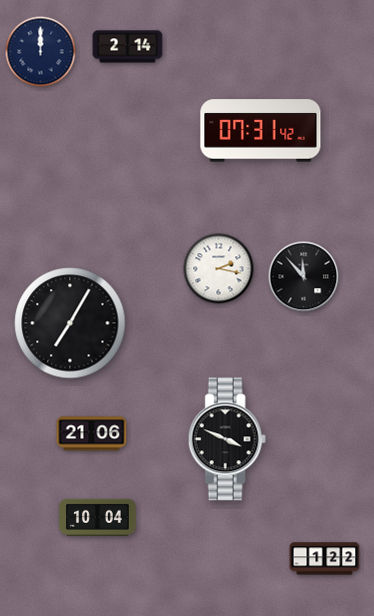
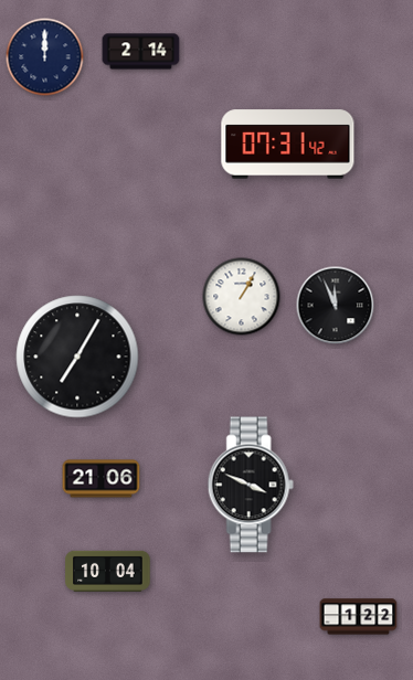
clock at (219, 269): 2:17 -> 1:05
clock at (304, 277): 11:53 -> 11:56
